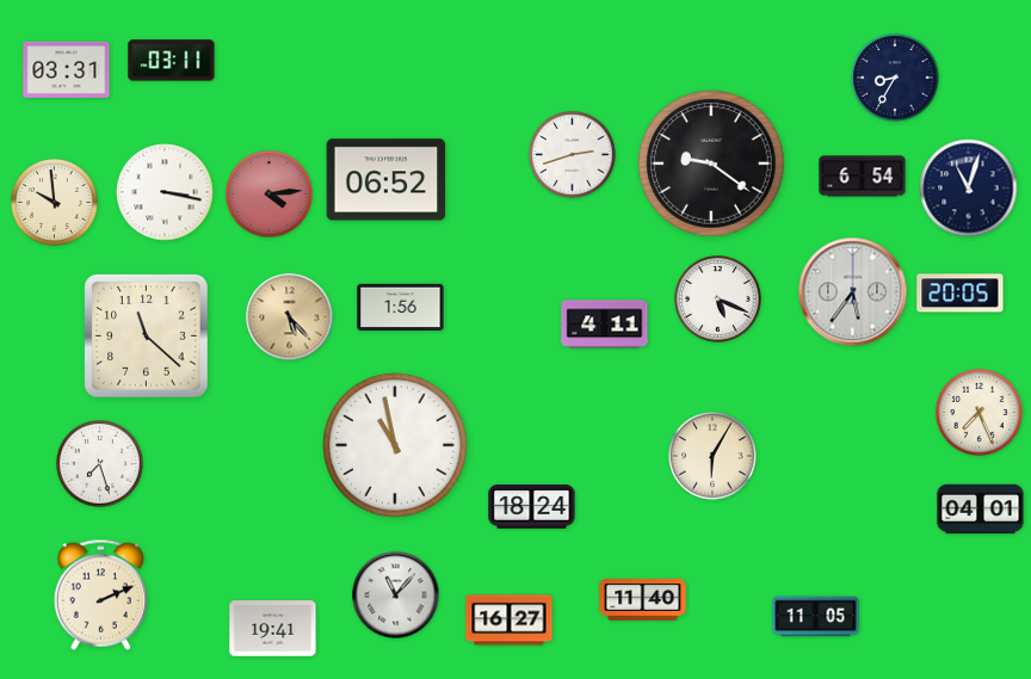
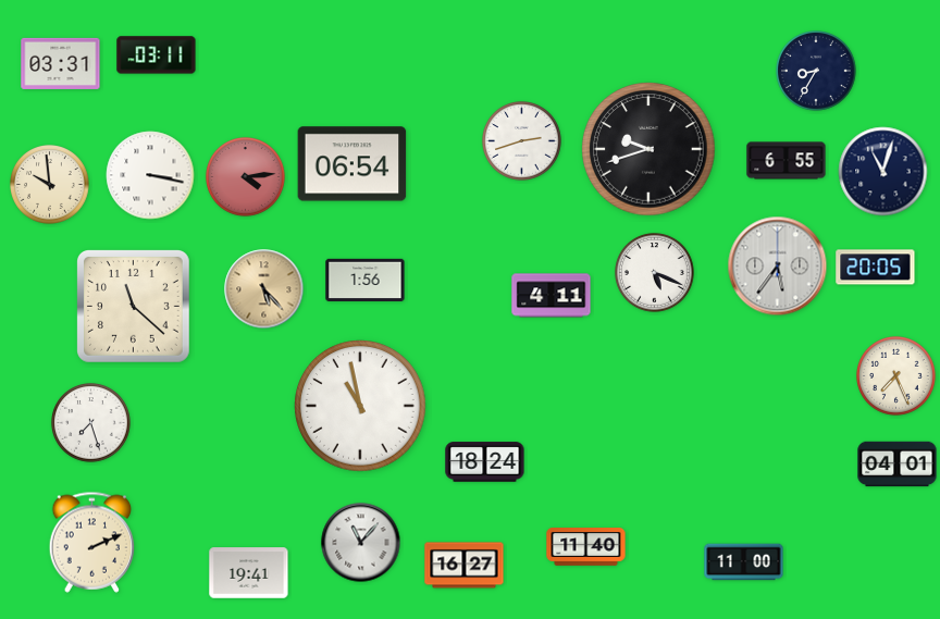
clock at (711, 163): 9:21 -> 9:42
clock at (863, 177): 6:54 -> 6:55
clock at (387, 180): 06:52 -> 06:54
clock at (980, 413) position: (980, 413) -> (896, 376)
clock at (712, 456): 6:05 -> none
clock at (981, 510) position: (981, 510) -> (898, 465)
clock at (816, 617): 11:05 -> 11:00
